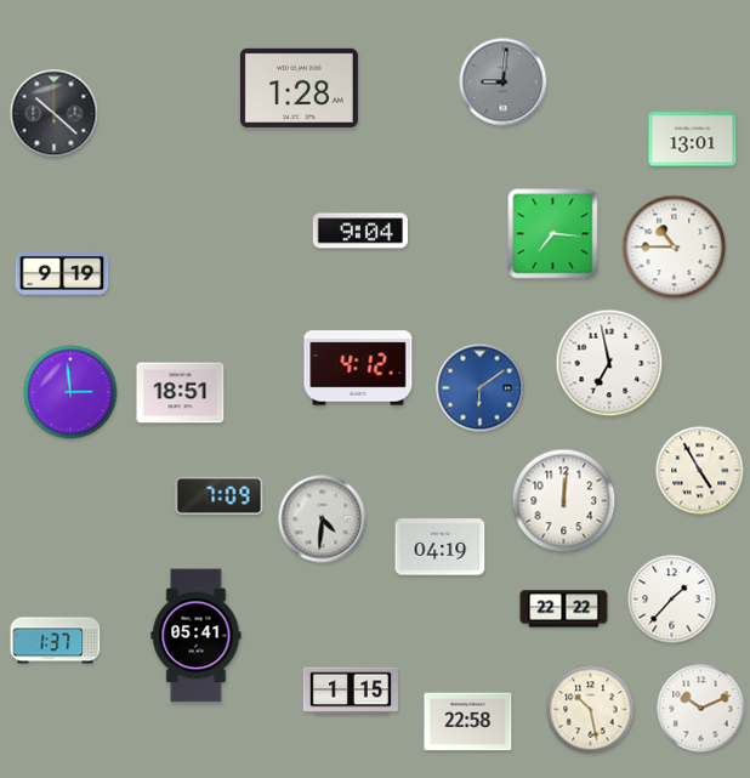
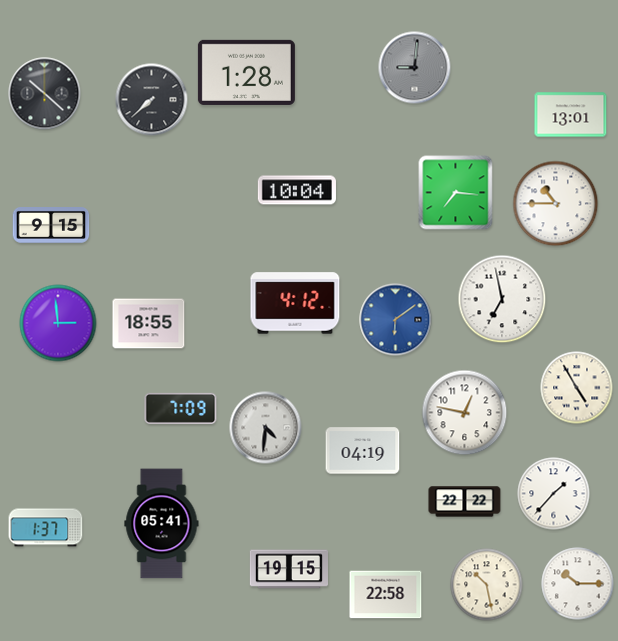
clock at (152, 100): none -> 7:38
clock at (360, 231): 9:04 -> 10:04
clock at (62, 274): 9:19 -> 9:15
clock at (181, 393): 18:51 -> 18:55
clock at (564, 501): 12:01 -> 12:47
clock at (350, 691): 1:15 -> 19:15
clock at (701, 709): 10:11 -> 10:15
